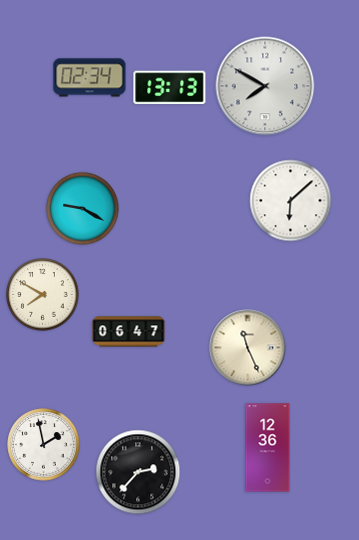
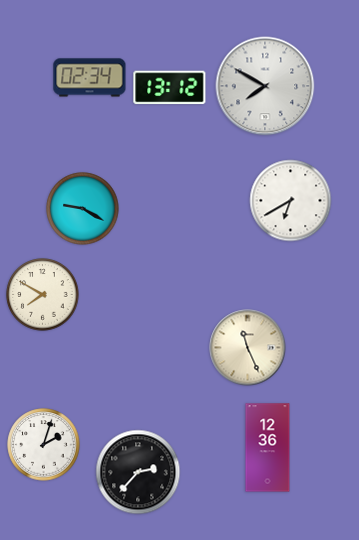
clock at (170, 88): 13:13 -> 13:12
clock at (291, 201): 6:08 -> 6:40
clock at (129, 332): 06:47 -> none
clock at (44, 445): 1:58 -> 2:03
